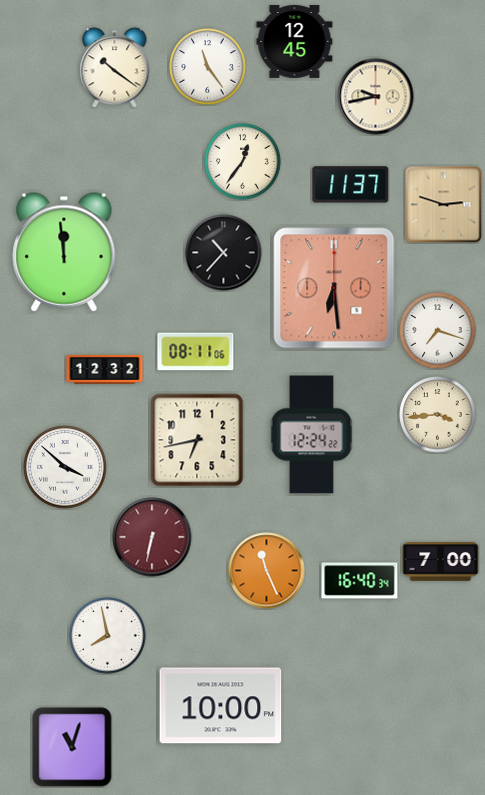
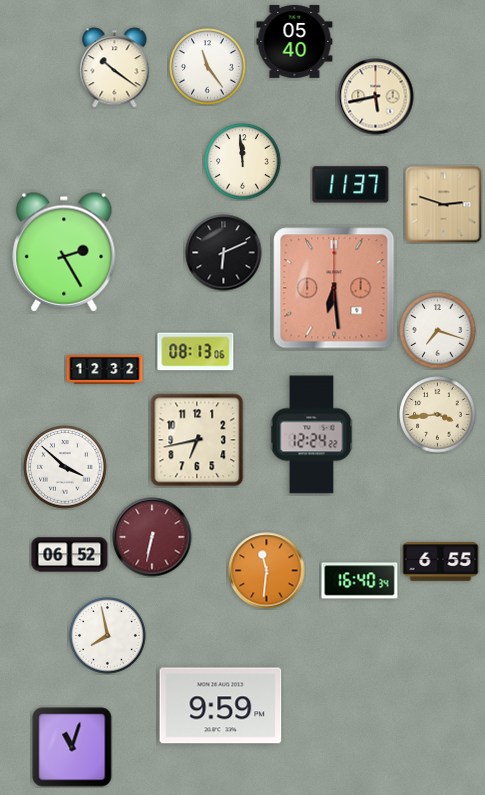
clock at (295, 41): 12:45 -> 05:40
clock at (376, 97): 9:43 -> 5:43
clock at (243, 162): 12:36 -> 11:59
clock at (64, 252): 11:59 -> 2:25
clock at (224, 253): 10:37 -> 6:11
clock at (196, 352): 08:11 -> 08:13
clock at (70, 555): none -> 06:52
clock at (441, 562): 7:00 -> 6:55
clock at (267, 571): 11:26 -> 11:31
clock at (221, 706): 10:00 -> 9:59
